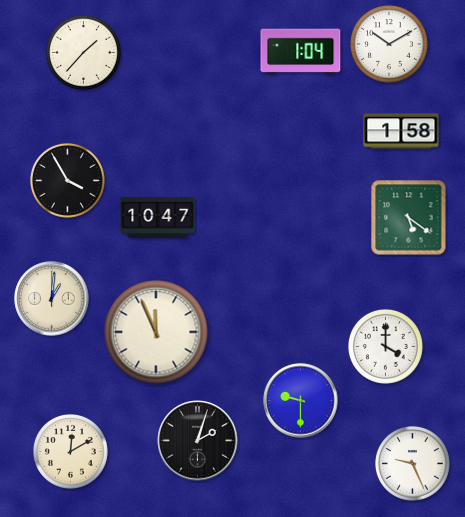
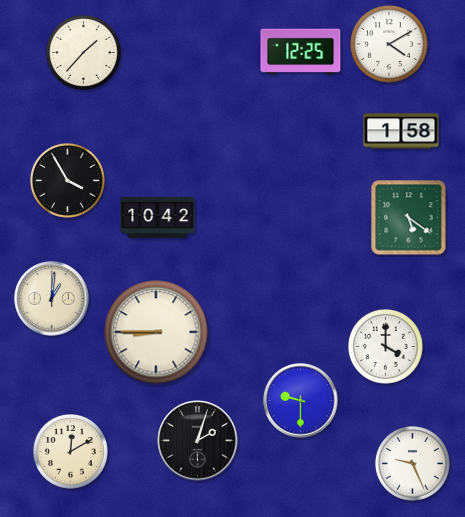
clock at (390, 45): 10:10 -> 4:10
clock at (301, 52): 1:04 -> 12:25
clock at (158, 217): 10:47 -> 10:42
clock at (156, 332): 11:56 -> 8:45
